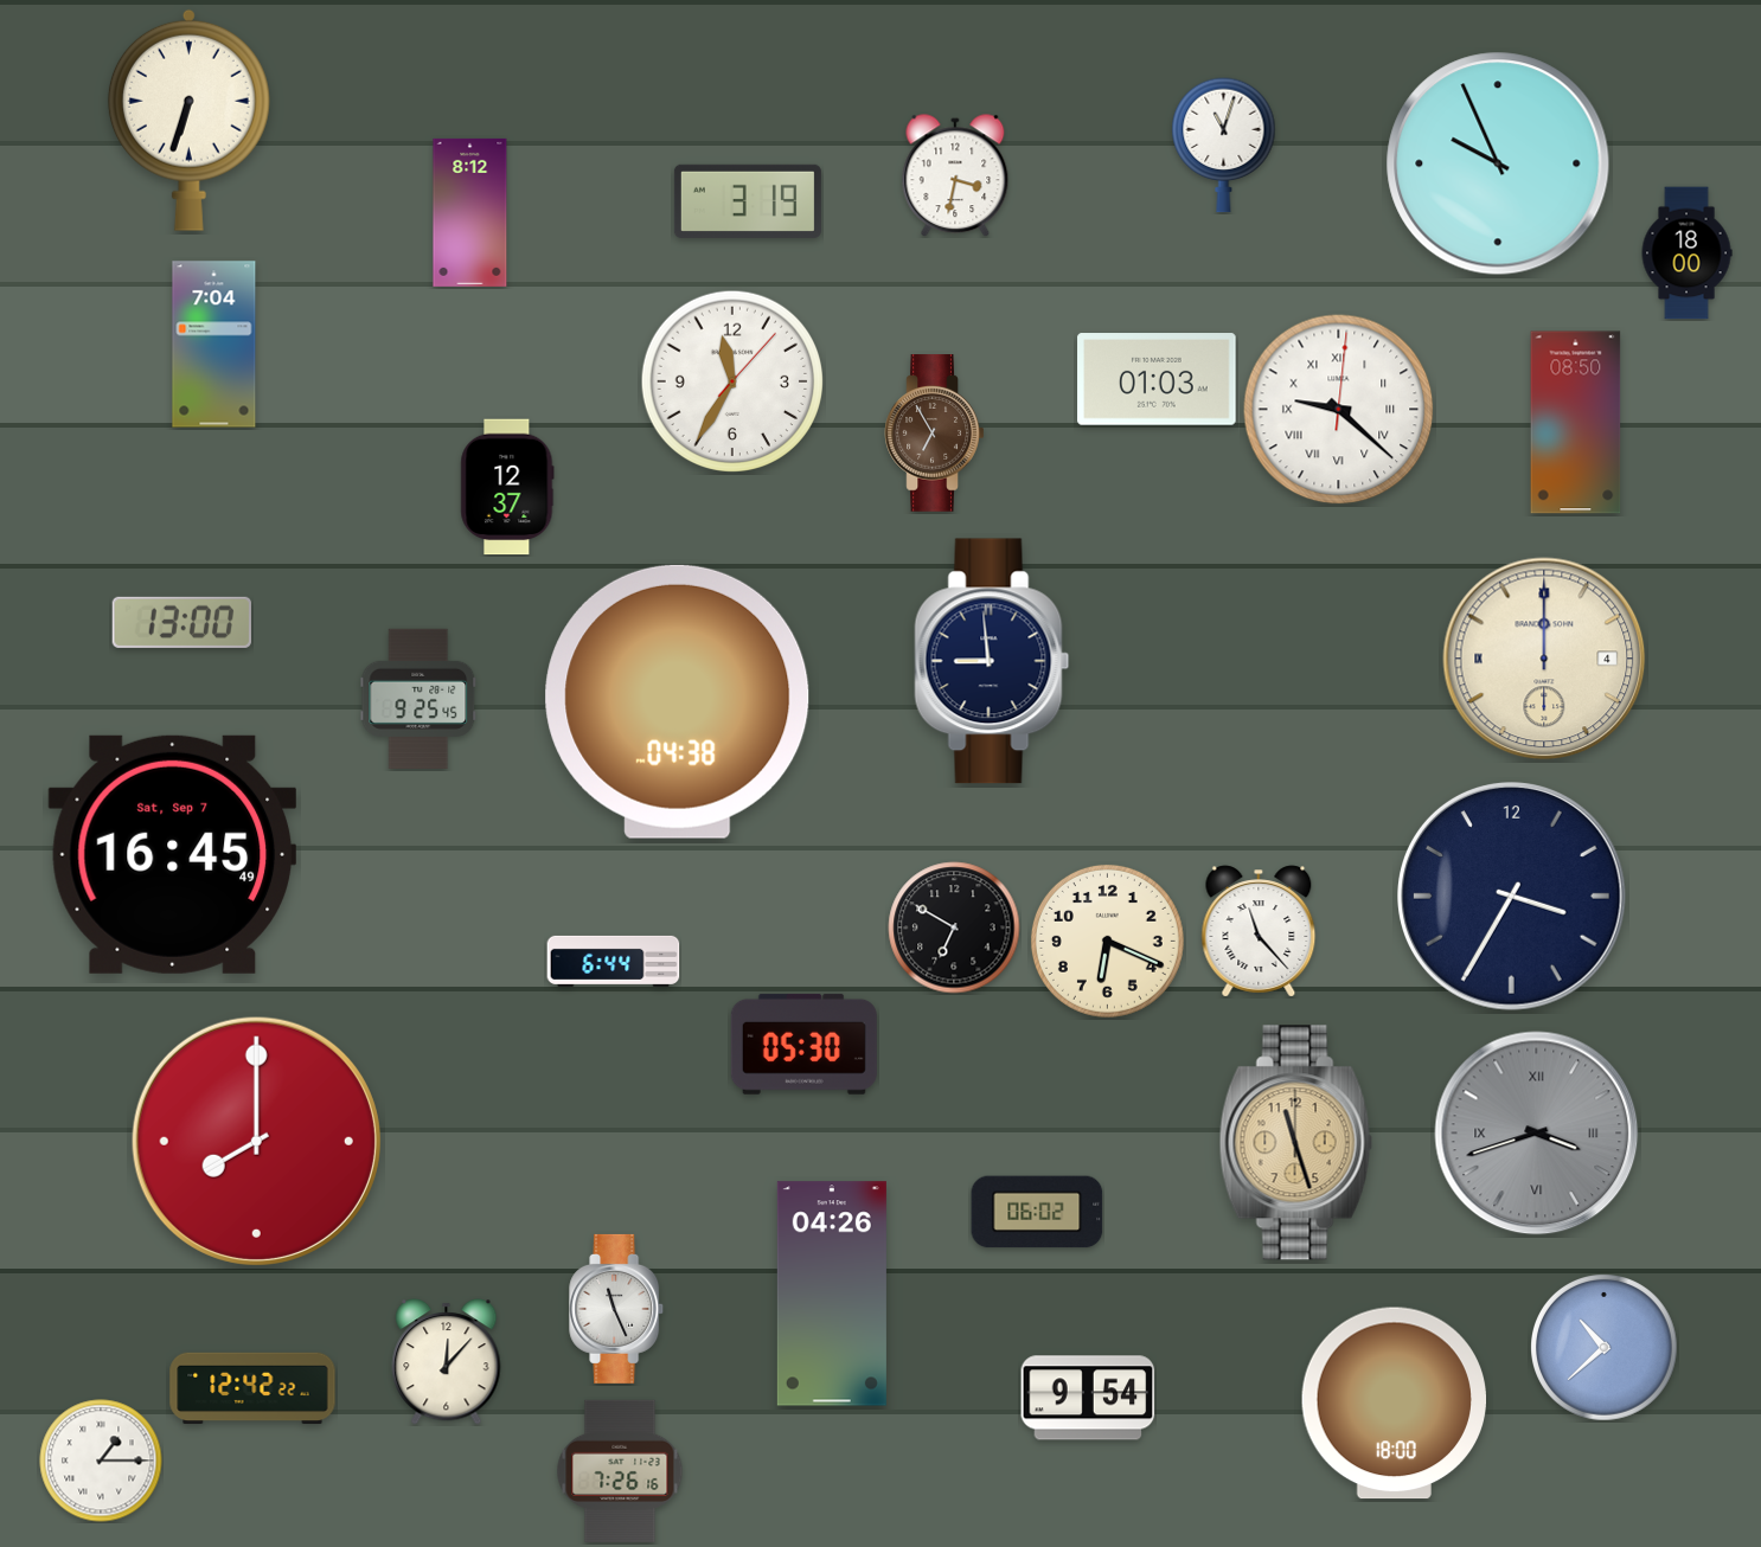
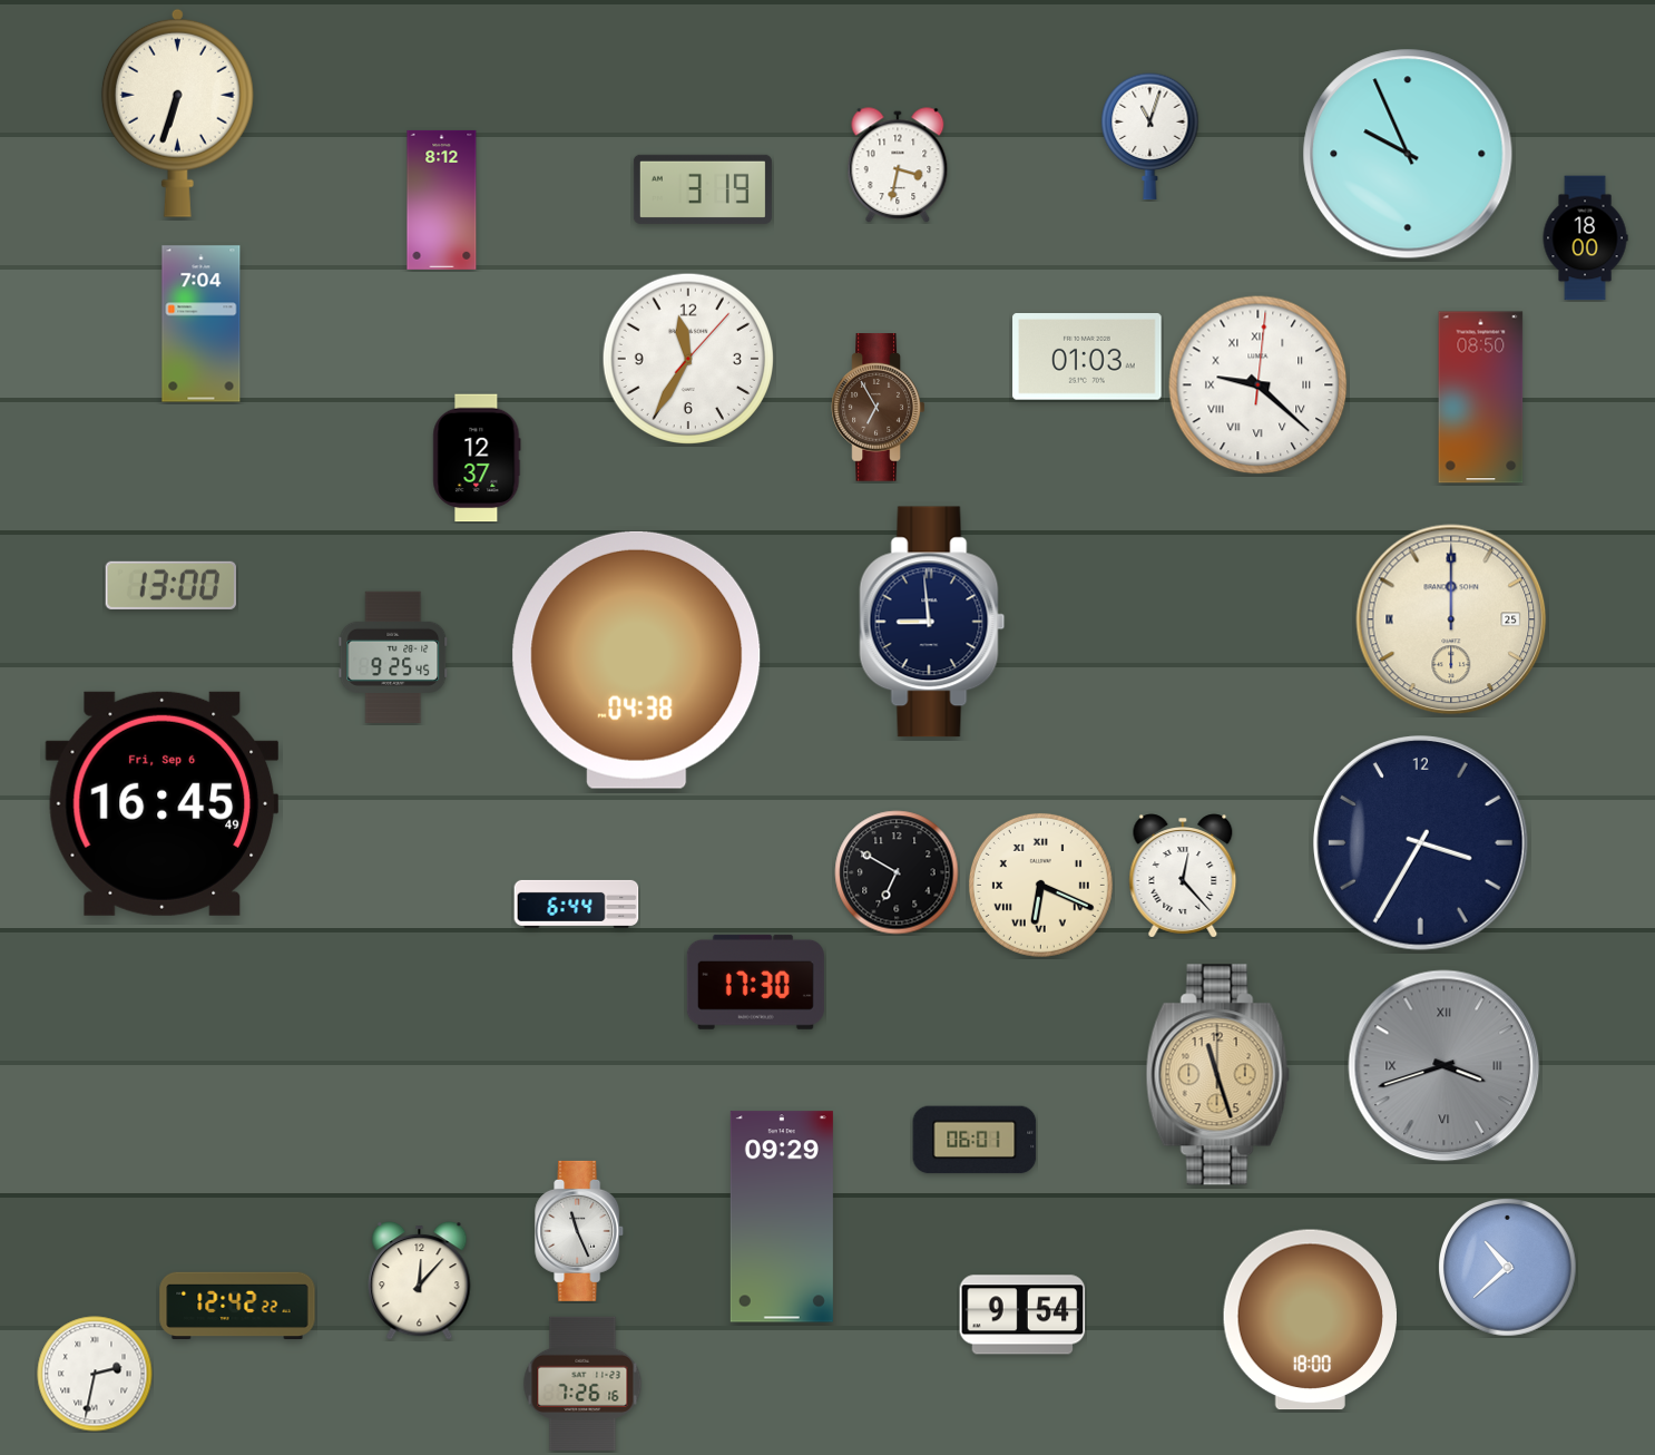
clock at (1544, 659) date: 4 -> 25
clock at (172, 854) date: Sat, Sep 7 -> Fri, Sep 6
clock at (1259, 931): 11:23 -> 12:23
clock at (1107, 941) numerals: Arabic -> Roman
clock at (803, 1044): 05:30 -> 17:30
clock at (256, 1141): 8:00 -> none
clock at (1037, 1212): 06:02 -> 06:01
clock at (832, 1294): 04:26 -> 09:29
clock at (101, 1461): 1:15 -> 2:32
